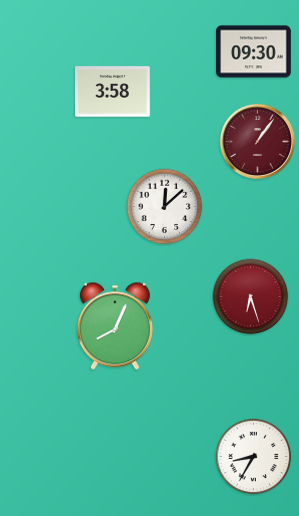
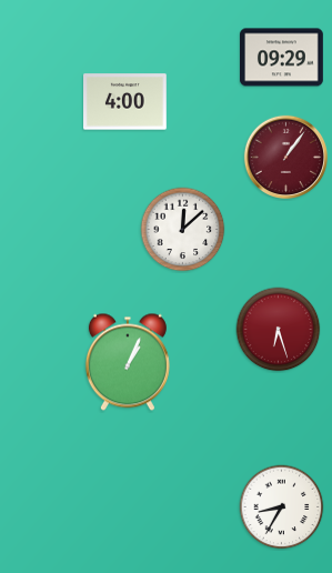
clock at (254, 52): 09:30 -> 09:29
clock at (113, 92): 3:58 -> 4:00
clock at (115, 326): 8:04 -> 1:04
